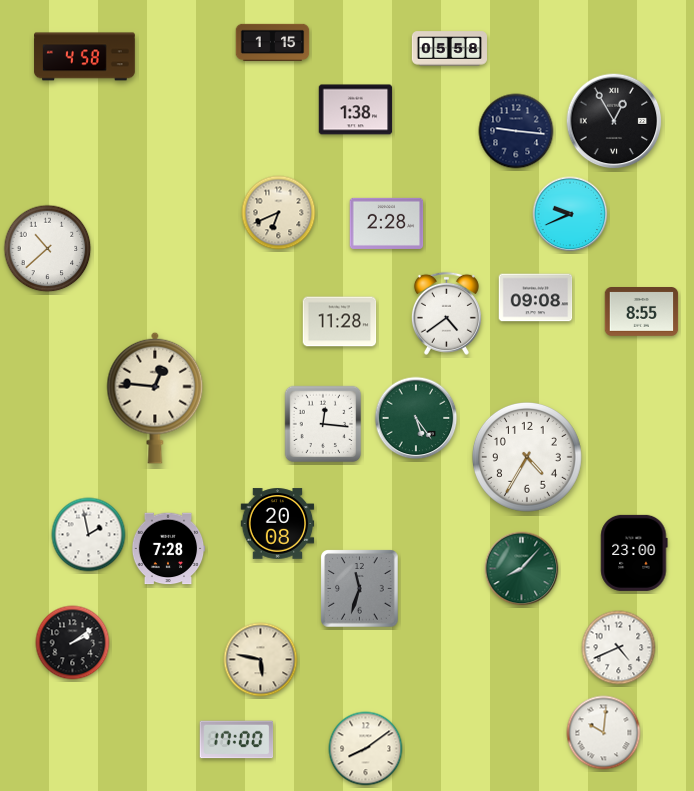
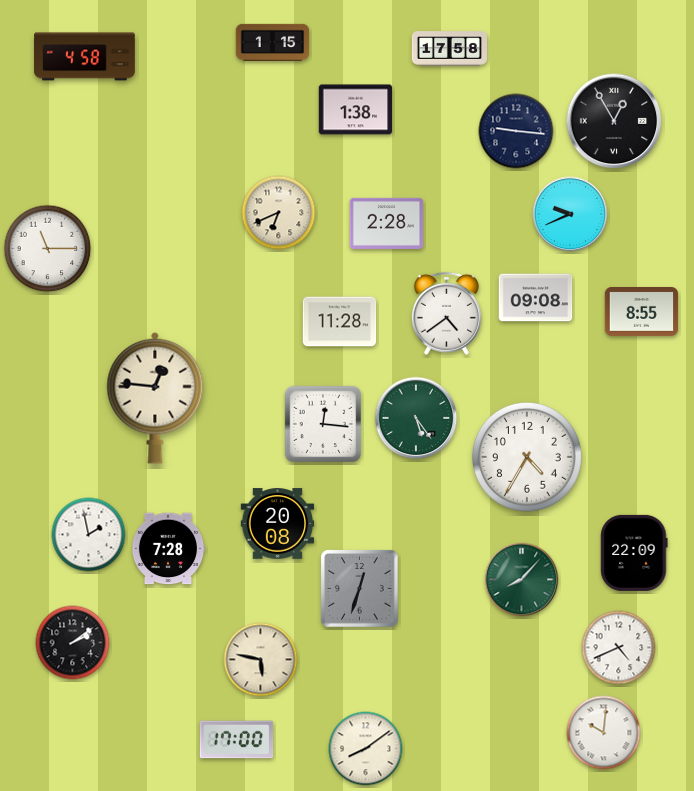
clock at (449, 49): 05:58 -> 17:58
clock at (48, 249): 10:38 -> 11:15
clock at (634, 553): 23:00 -> 22:09
clock at (522, 569) position: (522, 569) -> (522, 580)
clock at (360, 589): 11:33 -> 12:33
